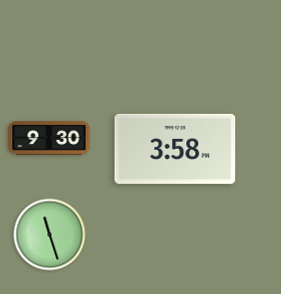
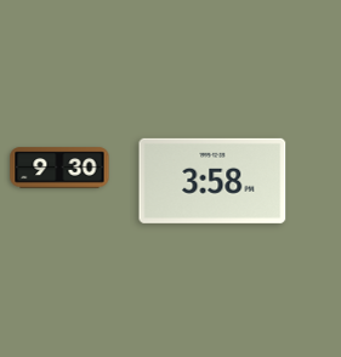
clock at (50, 235): 11:27 -> none
